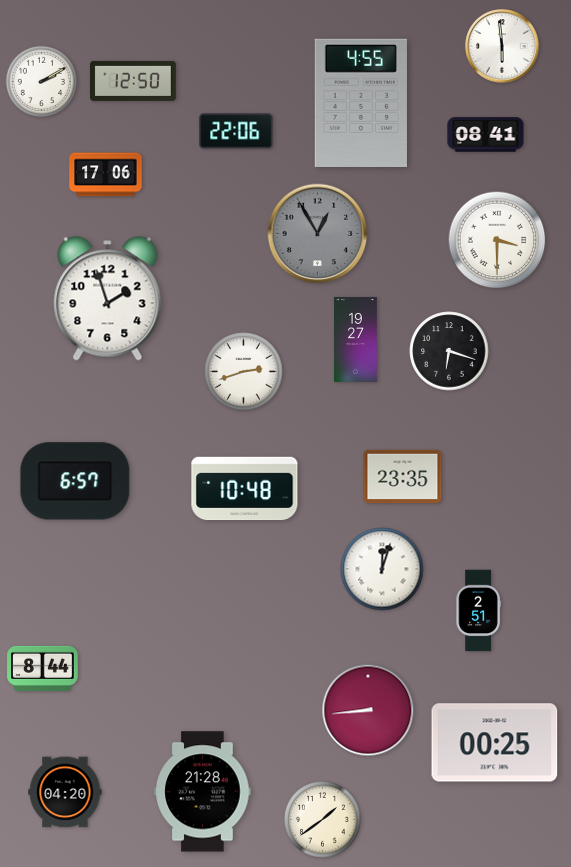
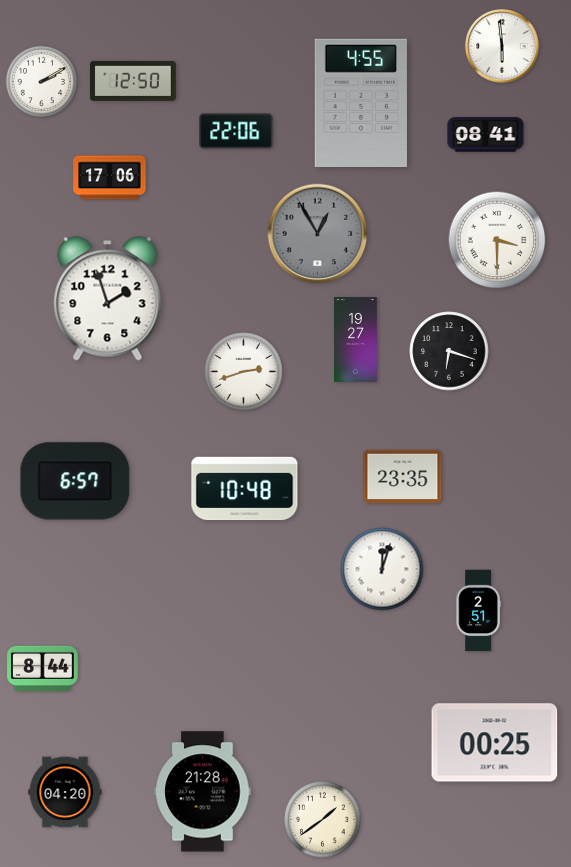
clock at (106, 175) position: (106, 175) -> (110, 178)
clock at (368, 710): 8:44 -> none
